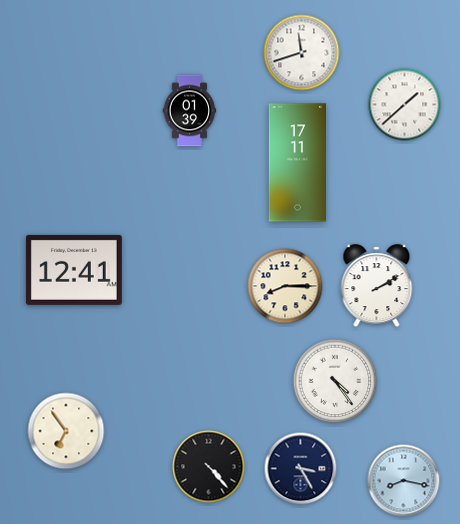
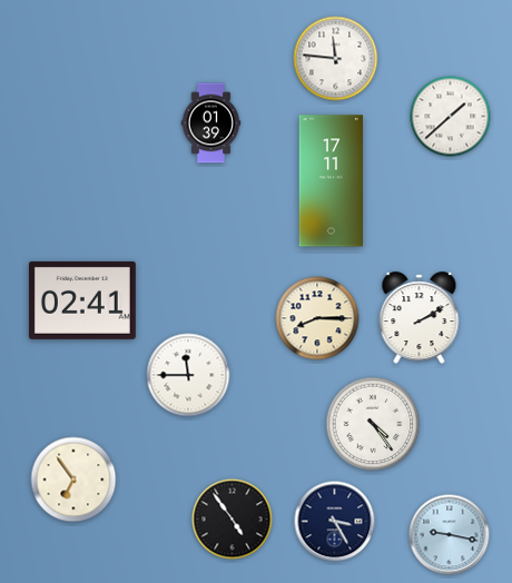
clock at (302, 53): 11:42 -> 11:46
clock at (74, 270): 12:41 -> 02:41
clock at (188, 375): none -> 11:45
clock at (209, 467): 4:23 -> 4:54
clock at (404, 481): 8:17 -> 9:17
